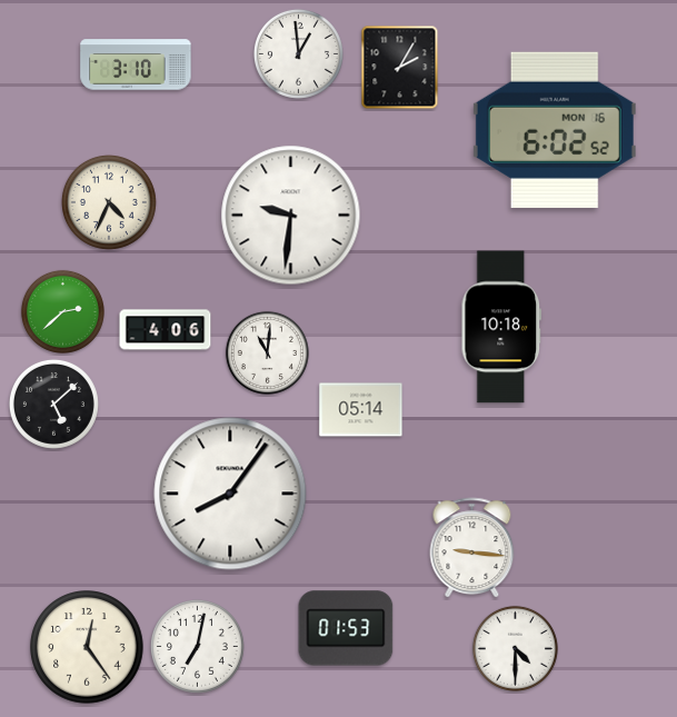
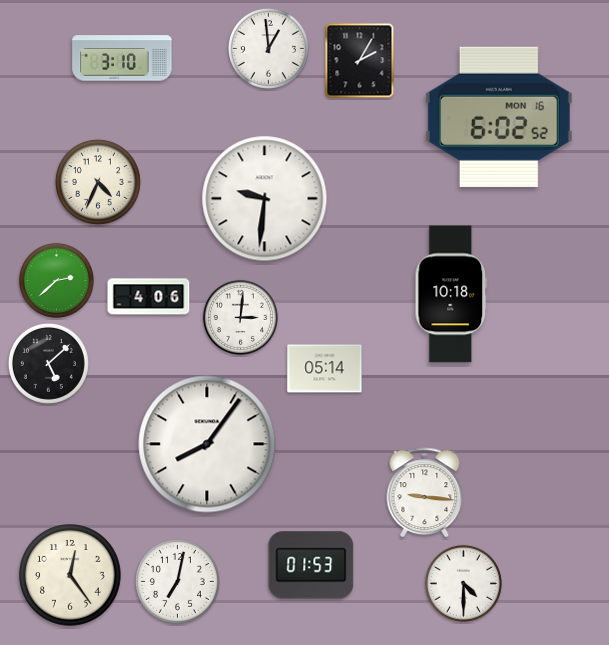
clock at (291, 216) position: (291, 216) -> (265, 199)
clock at (267, 352): 11:01 -> 3:01
clock at (87, 647) position: (87, 647) -> (70, 575)
